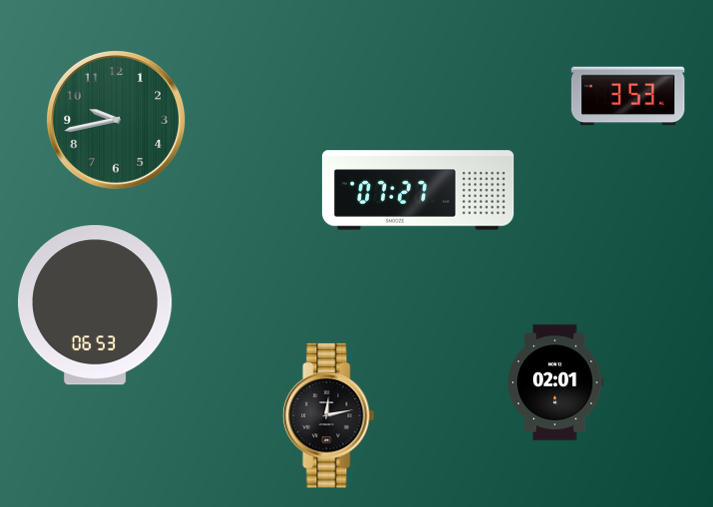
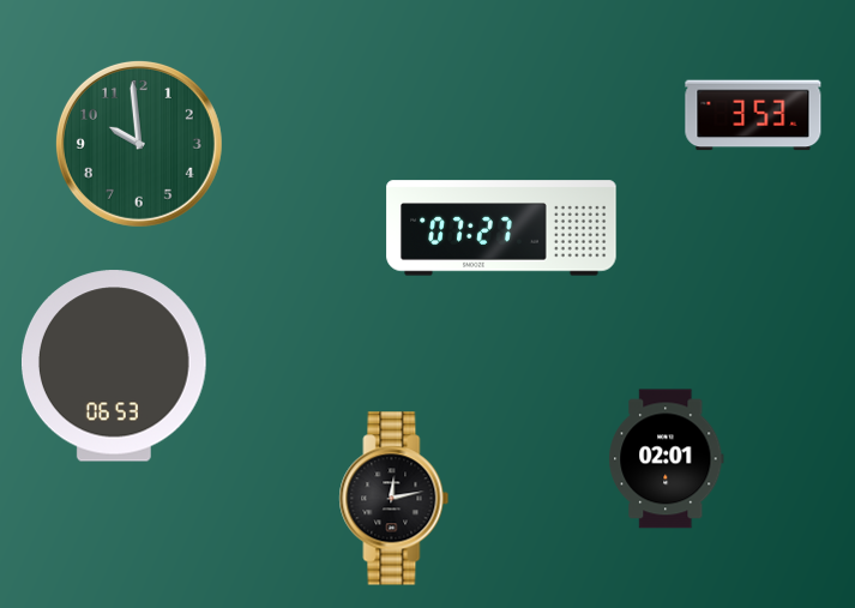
clock at (116, 120): 9:43 -> 9:59
